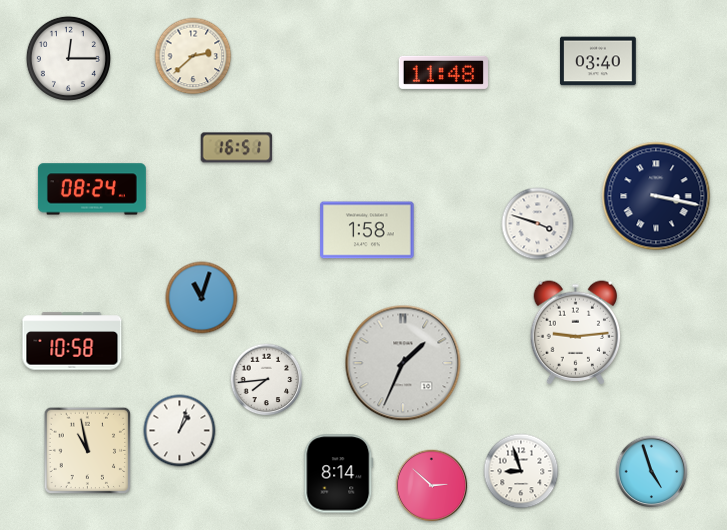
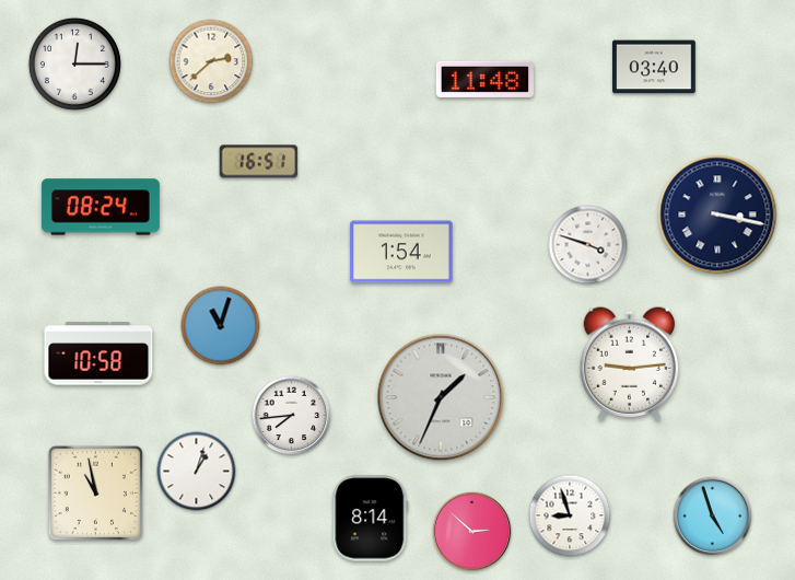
clock at (367, 230): 1:58 -> 1:54
clock at (72, 341) position: (72, 341) -> (98, 353)
